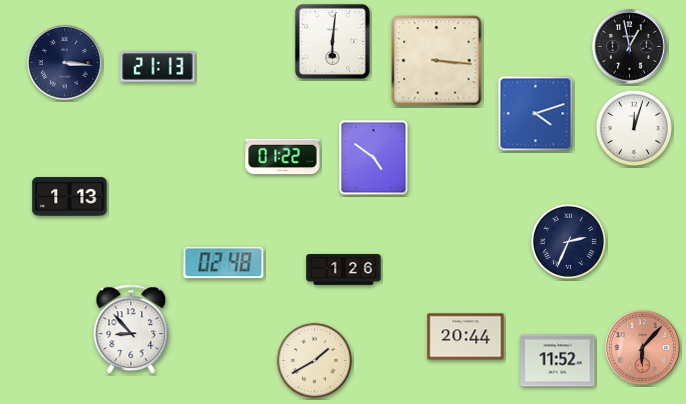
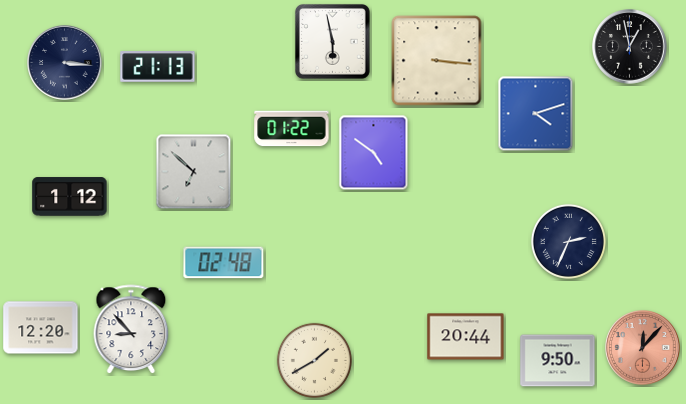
clock at (332, 41): 6:01 -> 5:58
clock at (634, 128): 12:03 -> none
clock at (283, 157) position: (283, 157) -> (292, 129)
clock at (374, 158) position: (374, 158) -> (374, 153)
clock at (194, 172): none -> 6:52
clock at (70, 197): 1:13 -> 1:12
clock at (344, 270): 1:26 -> none
clock at (41, 328): none -> 12:20
clock at (643, 348): 6:07 -> 12:07
clock at (558, 361): 11:52 -> 9:50
